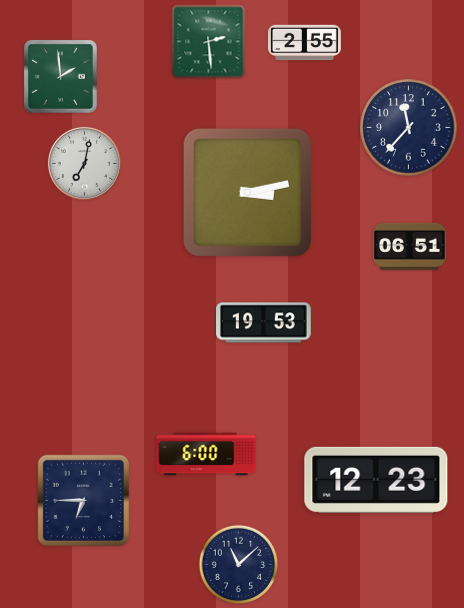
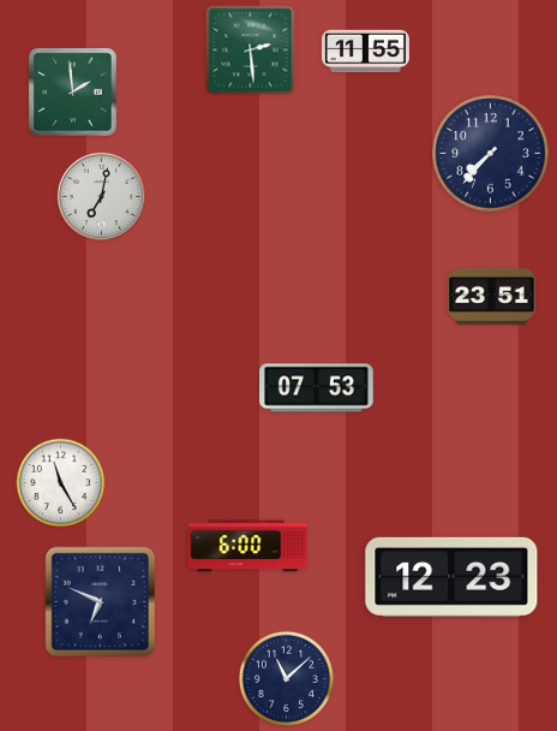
clock at (304, 43): 2:55 -> 11:55
clock at (409, 128): 11:37 -> 7:37
clock at (248, 193): 3:13 -> none
clock at (409, 246): 06:51 -> 23:51
clock at (264, 323): 19:53 -> 07:53
clock at (61, 483): none -> 11:25
clock at (84, 501): 6:45 -> 6:49
